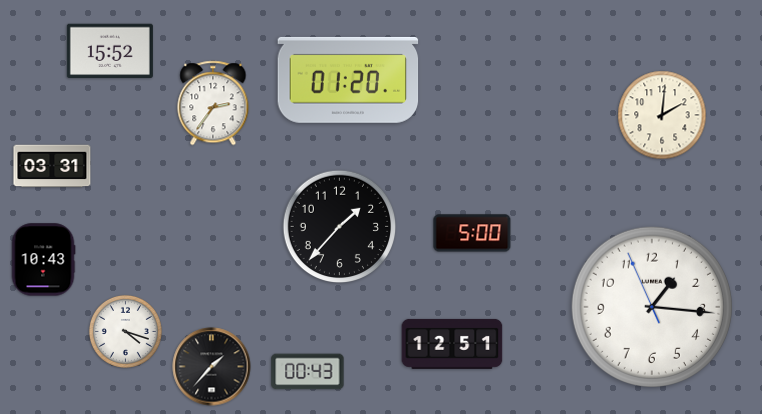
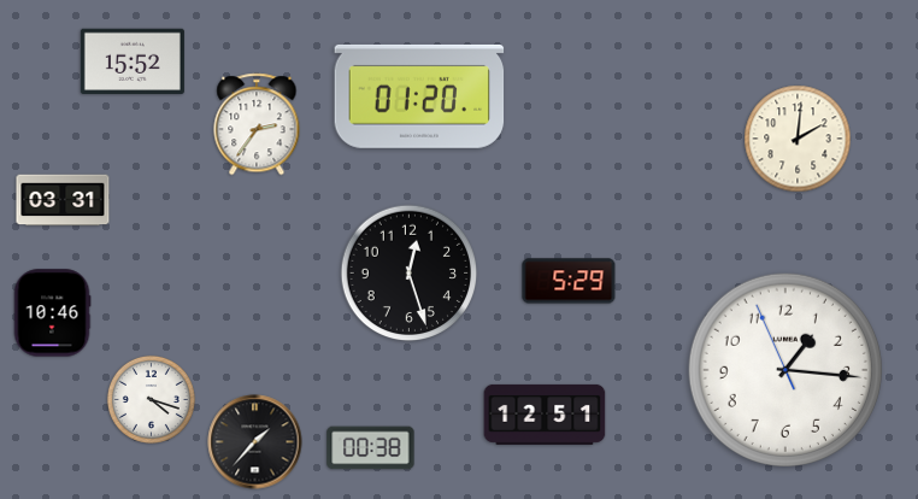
clock at (340, 227): 1:37 -> 12:27
clock at (472, 233): 5:00 -> 5:29
clock at (43, 260): 10:43 -> 10:46
clock at (308, 372): 00:43 -> 00:38
